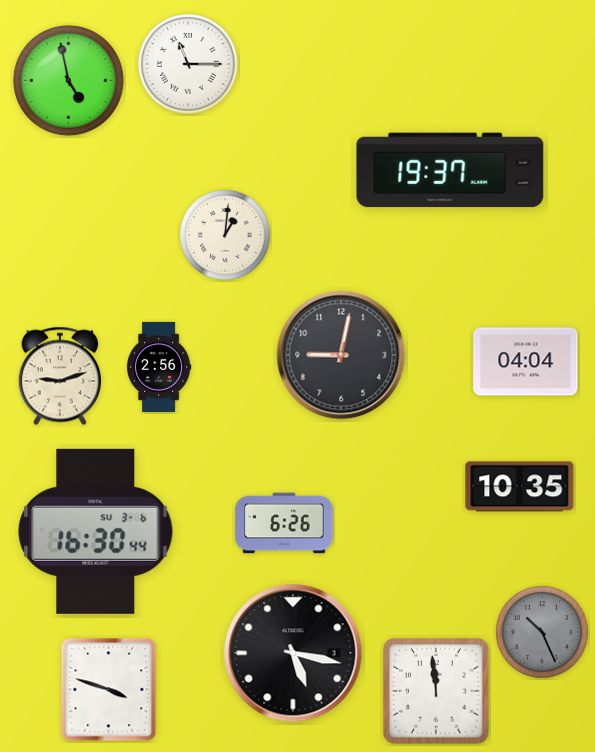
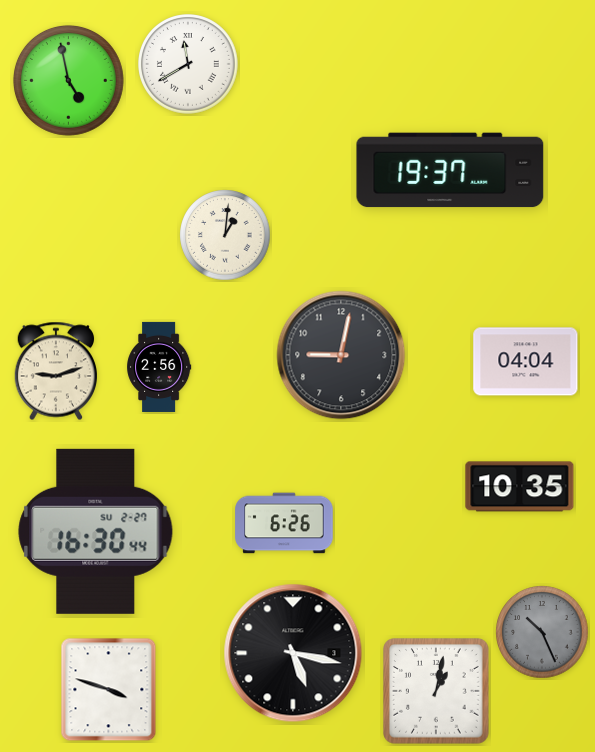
clock at (188, 64): 11:15 -> 11:40
clock at (59, 376) position: (59, 376) -> (55, 371)
clock at (96, 531) date: SU 3-6 -> SU 2-27
clock at (436, 691): 11:59 -> 1:02
